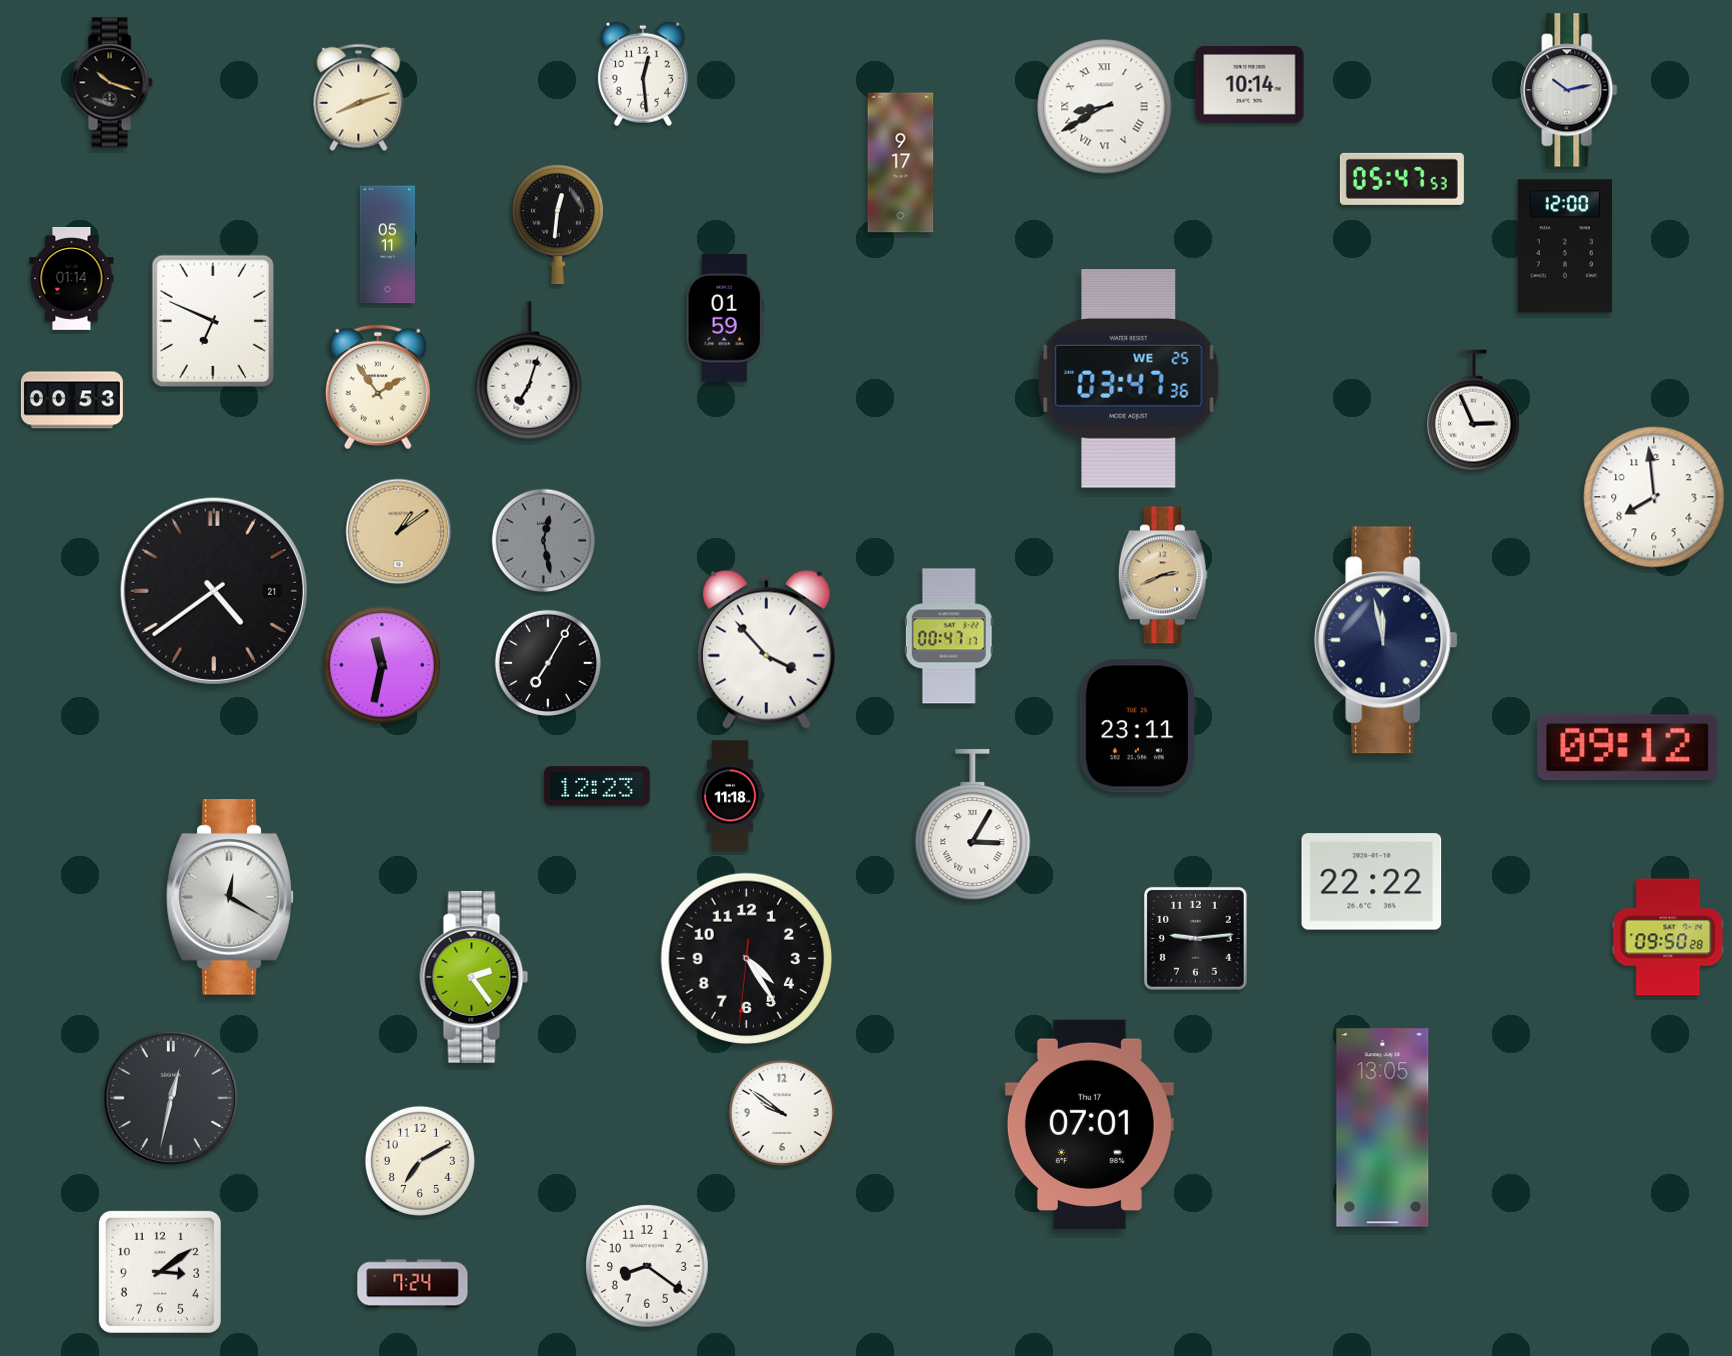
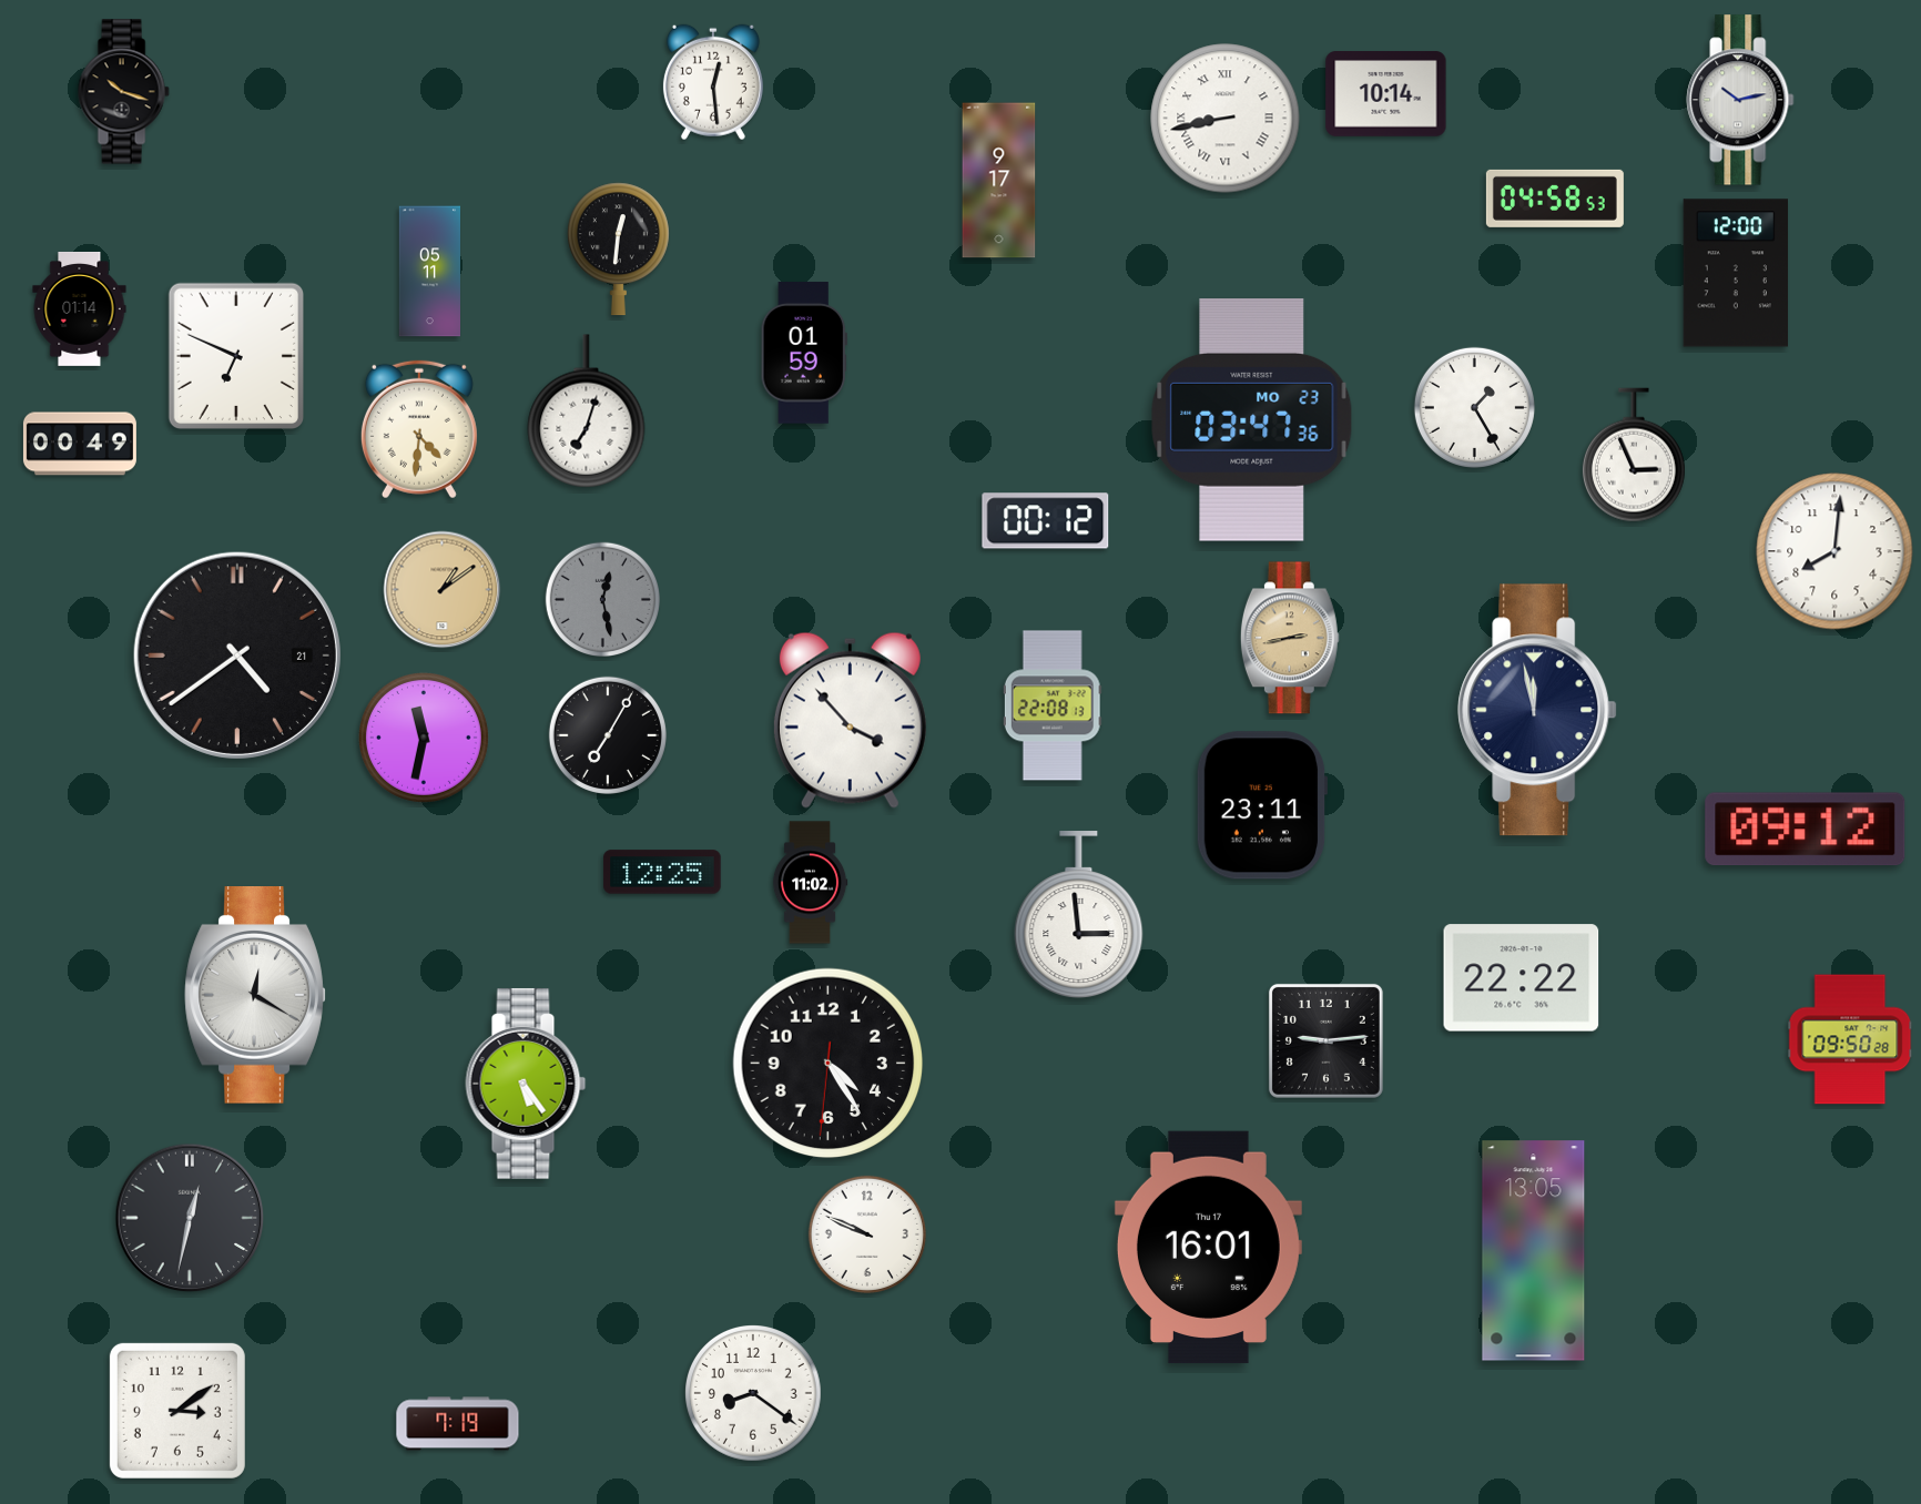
clock at (359, 98): 8:12 -> none
clock at (1105, 107): 8:40 -> 8:43
clock at (1402, 179): 05:47 -> 04:58
clock at (1474, 407): none -> 1:25
clock at (1129, 379) date: WE 25 -> MO 23
clock at (378, 387): 1:54 -> 4:31
clock at (72, 400): 00:53 -> 00:49
clock at (1046, 521): none -> 00:12
clock at (1654, 497): 7:59 -> 8:01
clock at (1163, 575): 2:41 -> 2:43
clock at (949, 636): 00:47 -> 22:08
clock at (597, 786): 12:23 -> 12:25
clock at (730, 796): 11:18 -> 11:02
clock at (973, 825): 3:05 -> 2:59
clock at (474, 977): 2:24 -> 5:24
clock at (782, 1113): 9:51 -> 9:49
clock at (1089, 1125): 07:01 -> 16:01
clock at (420, 1161): 7:10 -> none
clock at (648, 1267) position: (648, 1267) -> (754, 1394)
clock at (413, 1284): 7:24 -> 7:19
